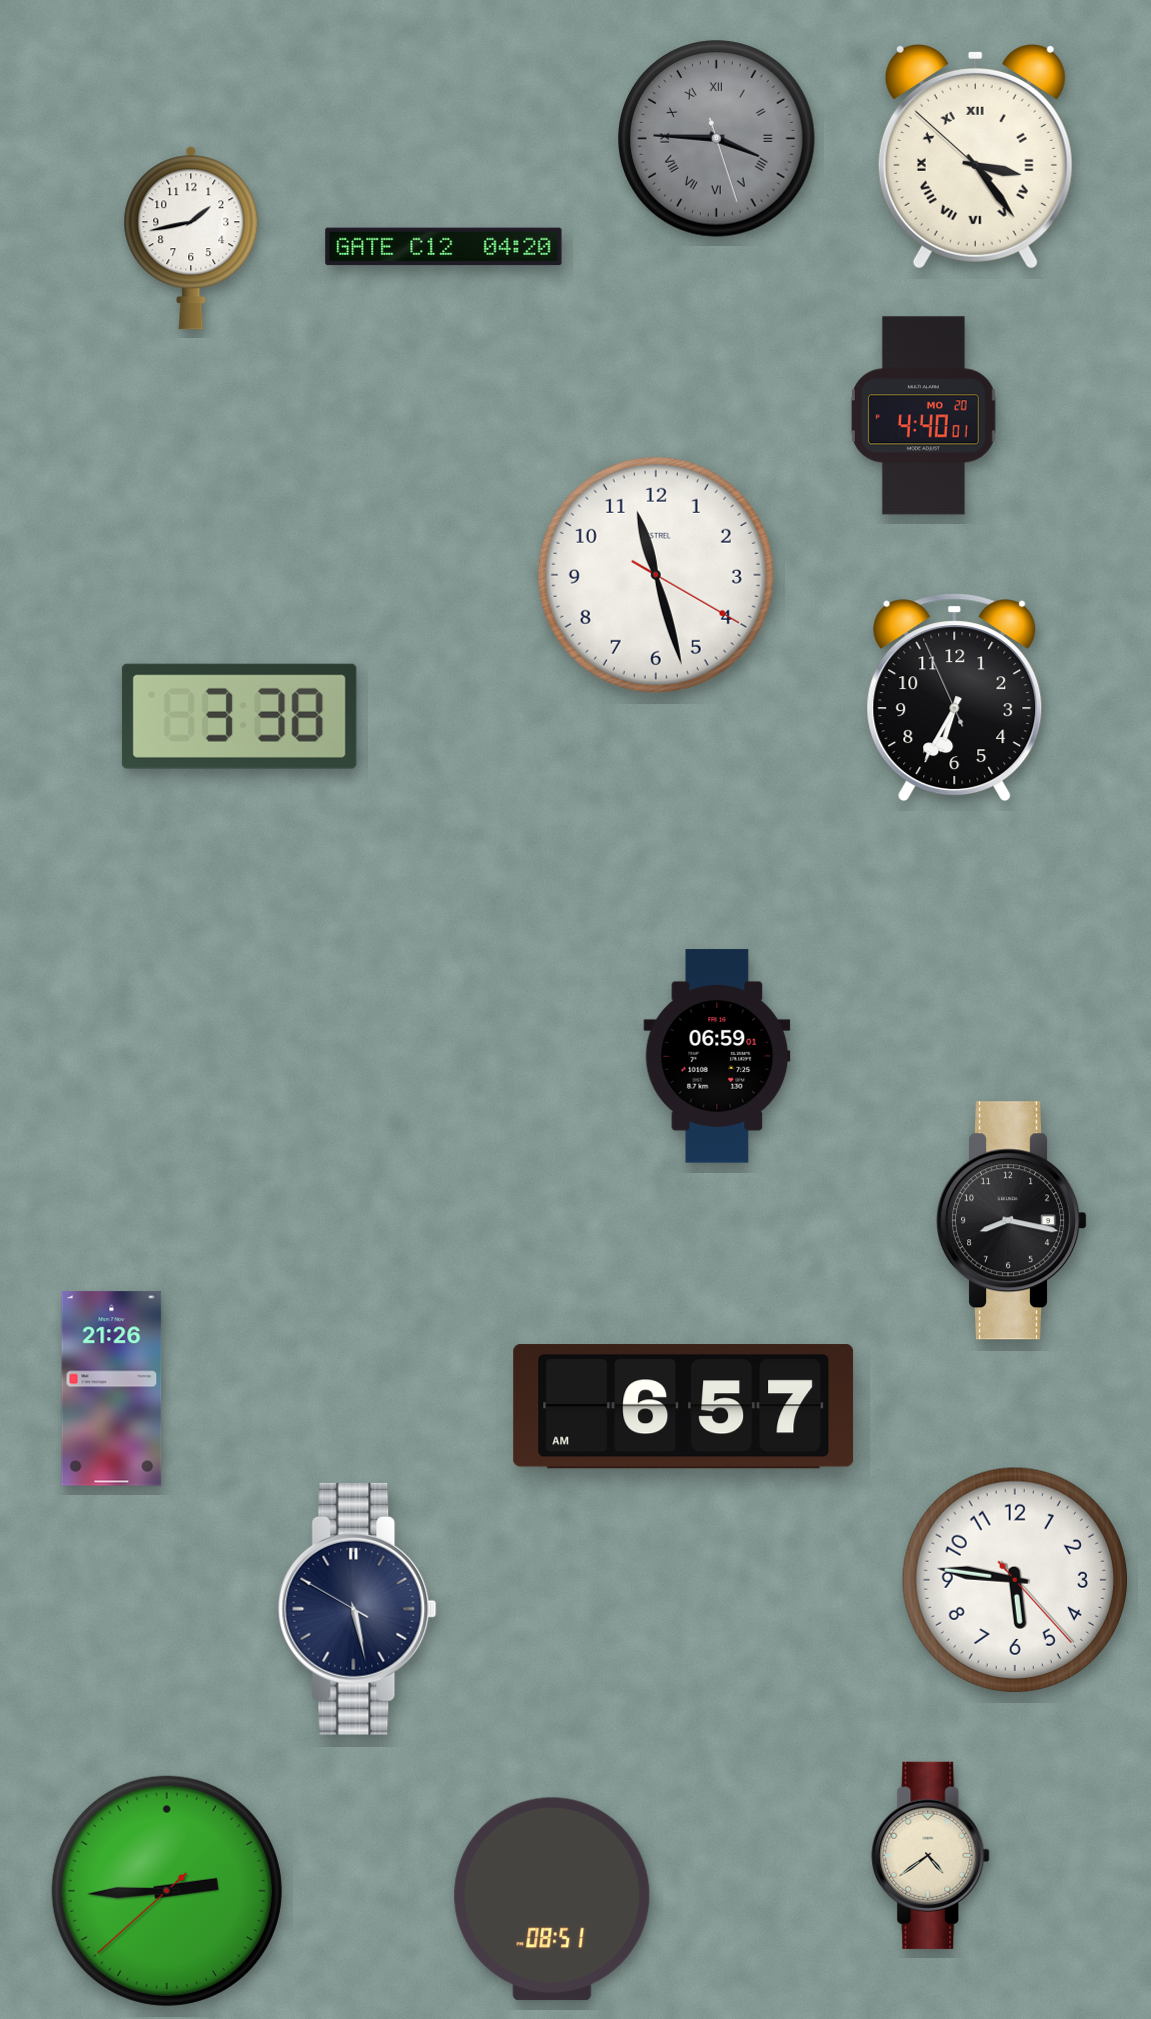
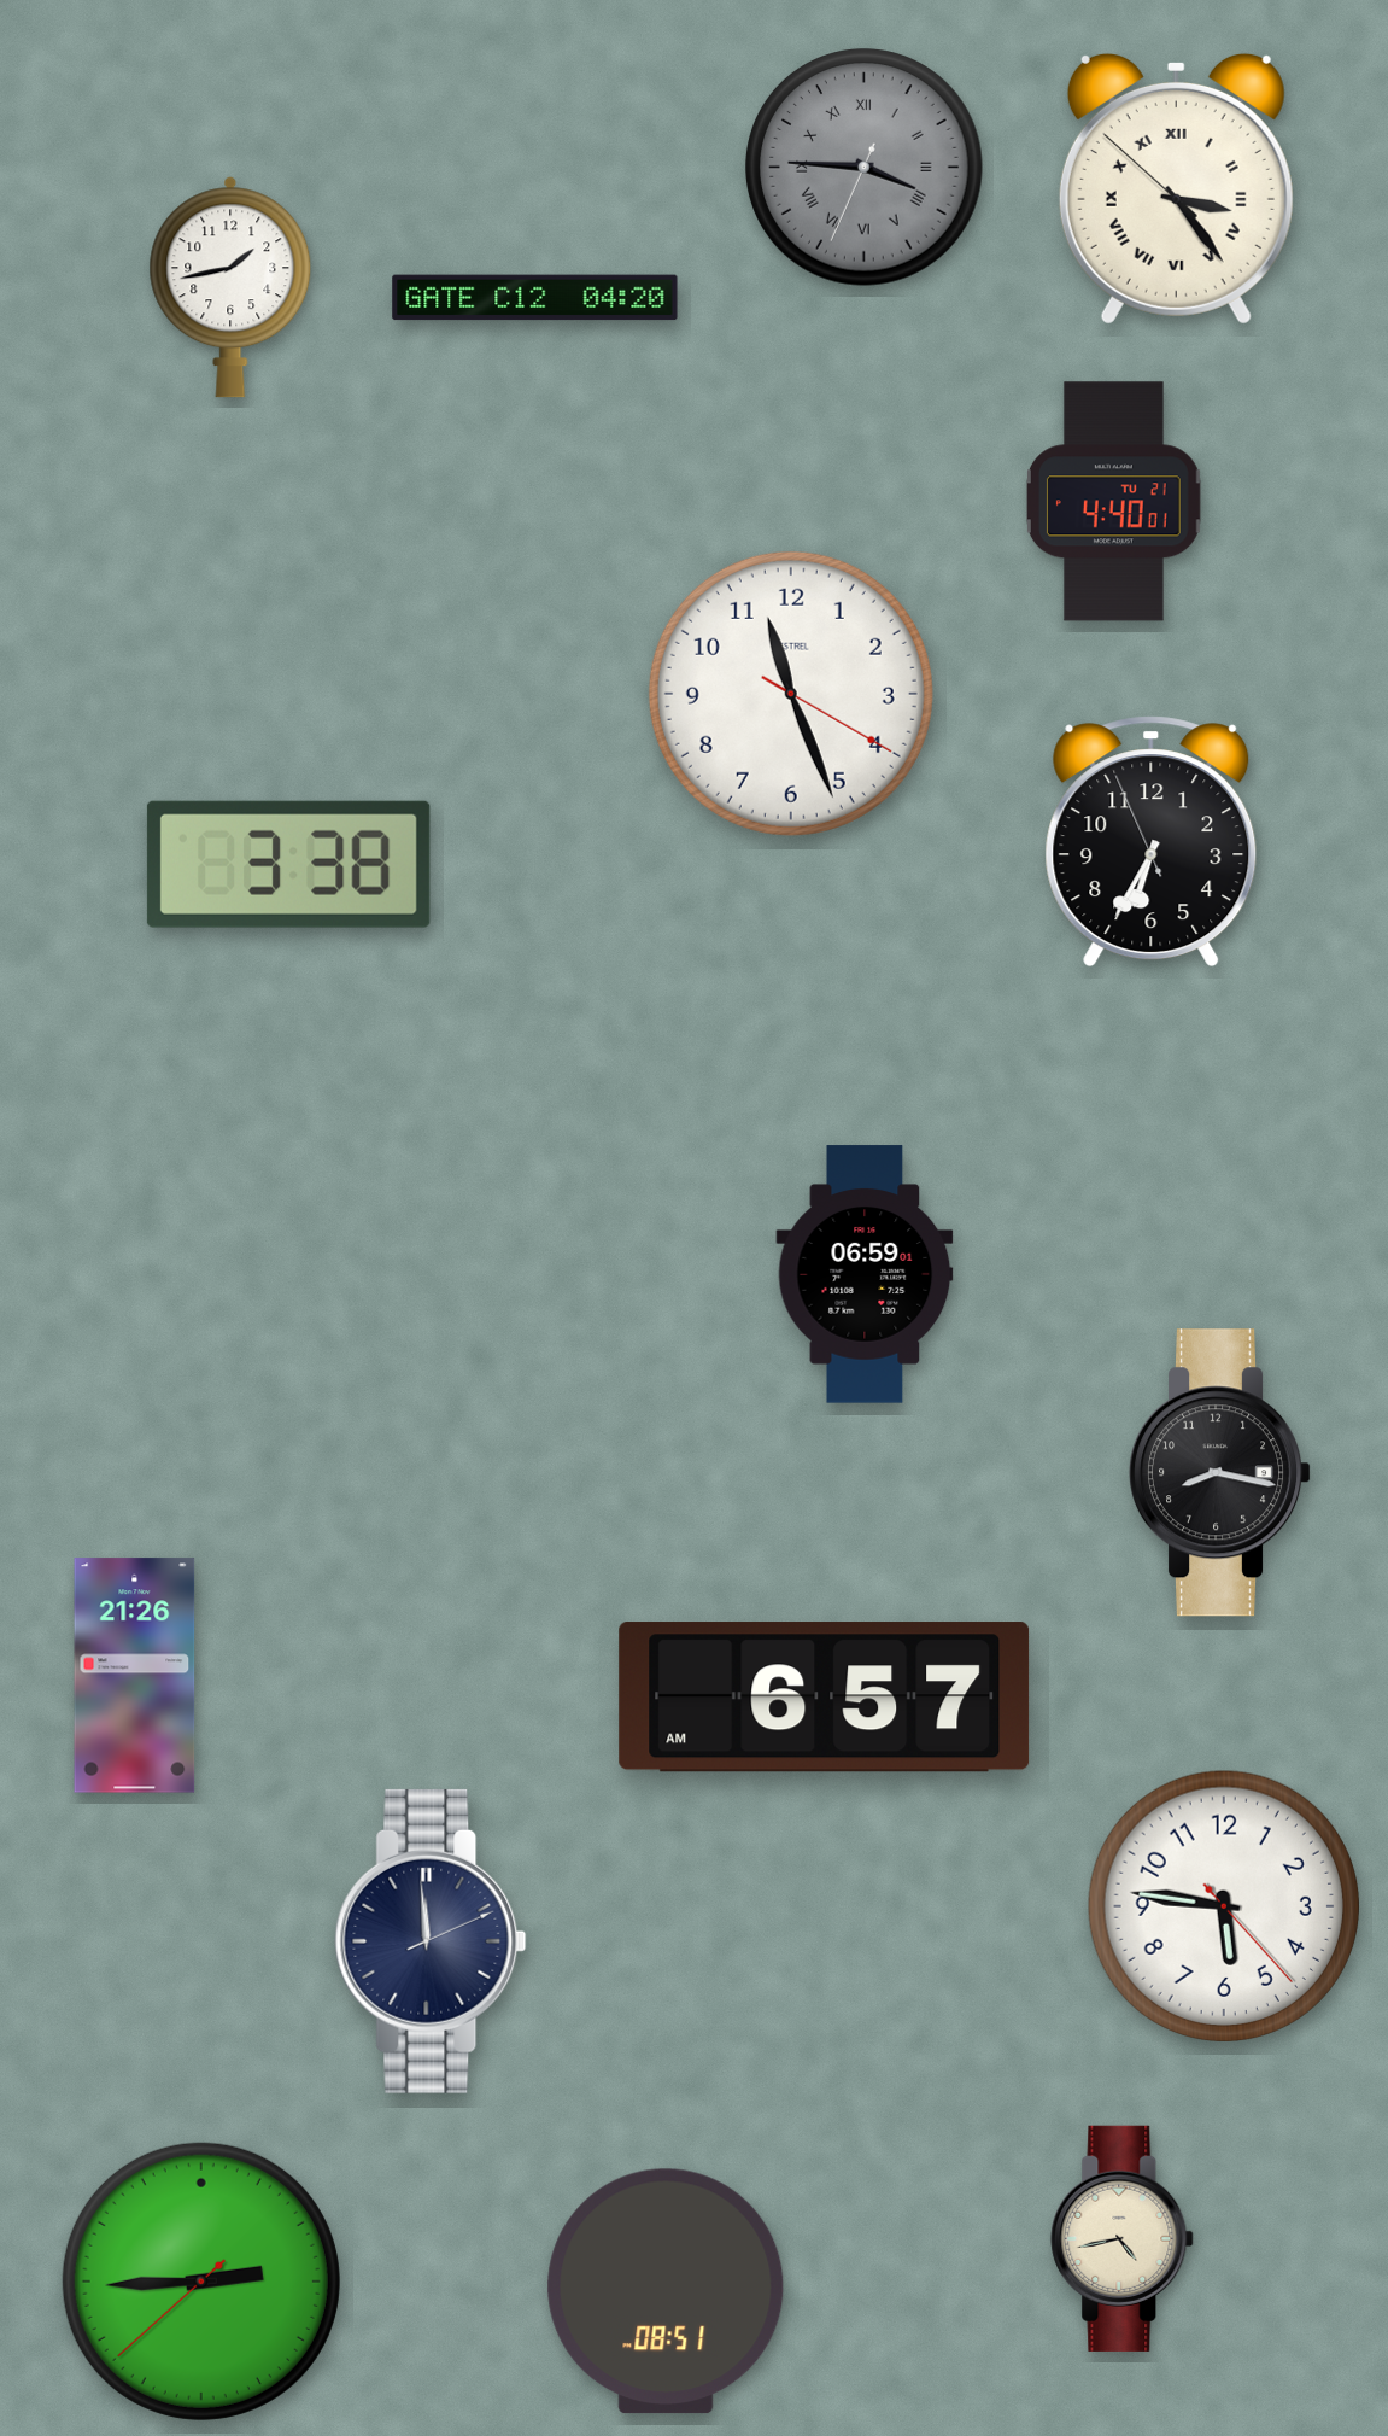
clock at (717, 139): 3:45:27 -> 3:45:34
clock at (923, 416) date: MO 20 -> TU 21
clock at (656, 575): 11:27 -> 11:26
clock at (357, 1609): 5:27 -> 11:59
clock at (931, 1855): 4:39 -> 4:43
